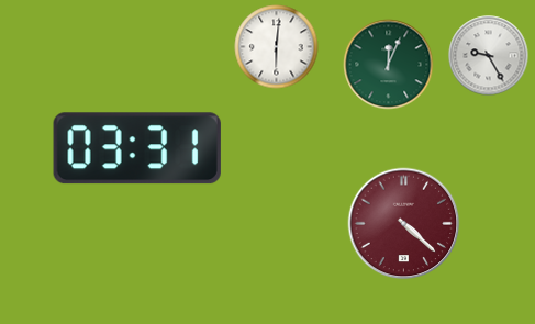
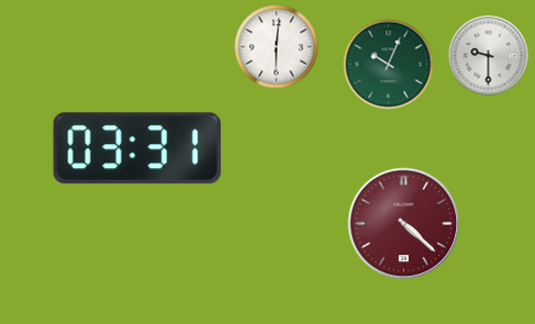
clock at (489, 56): 9:25 -> 9:30
clock at (389, 65): 12:04 -> 10:04
